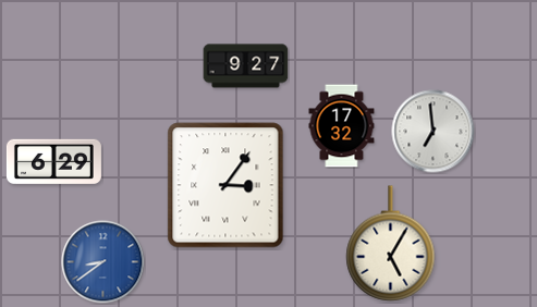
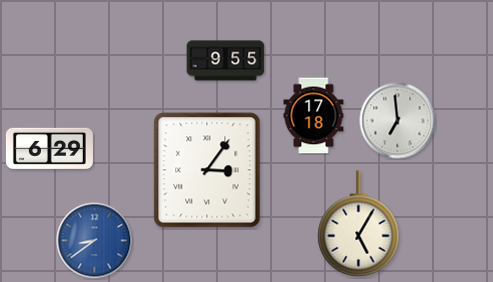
clock at (246, 66): 9:27 -> 9:55
clock at (342, 126): 17:32 -> 17:18
